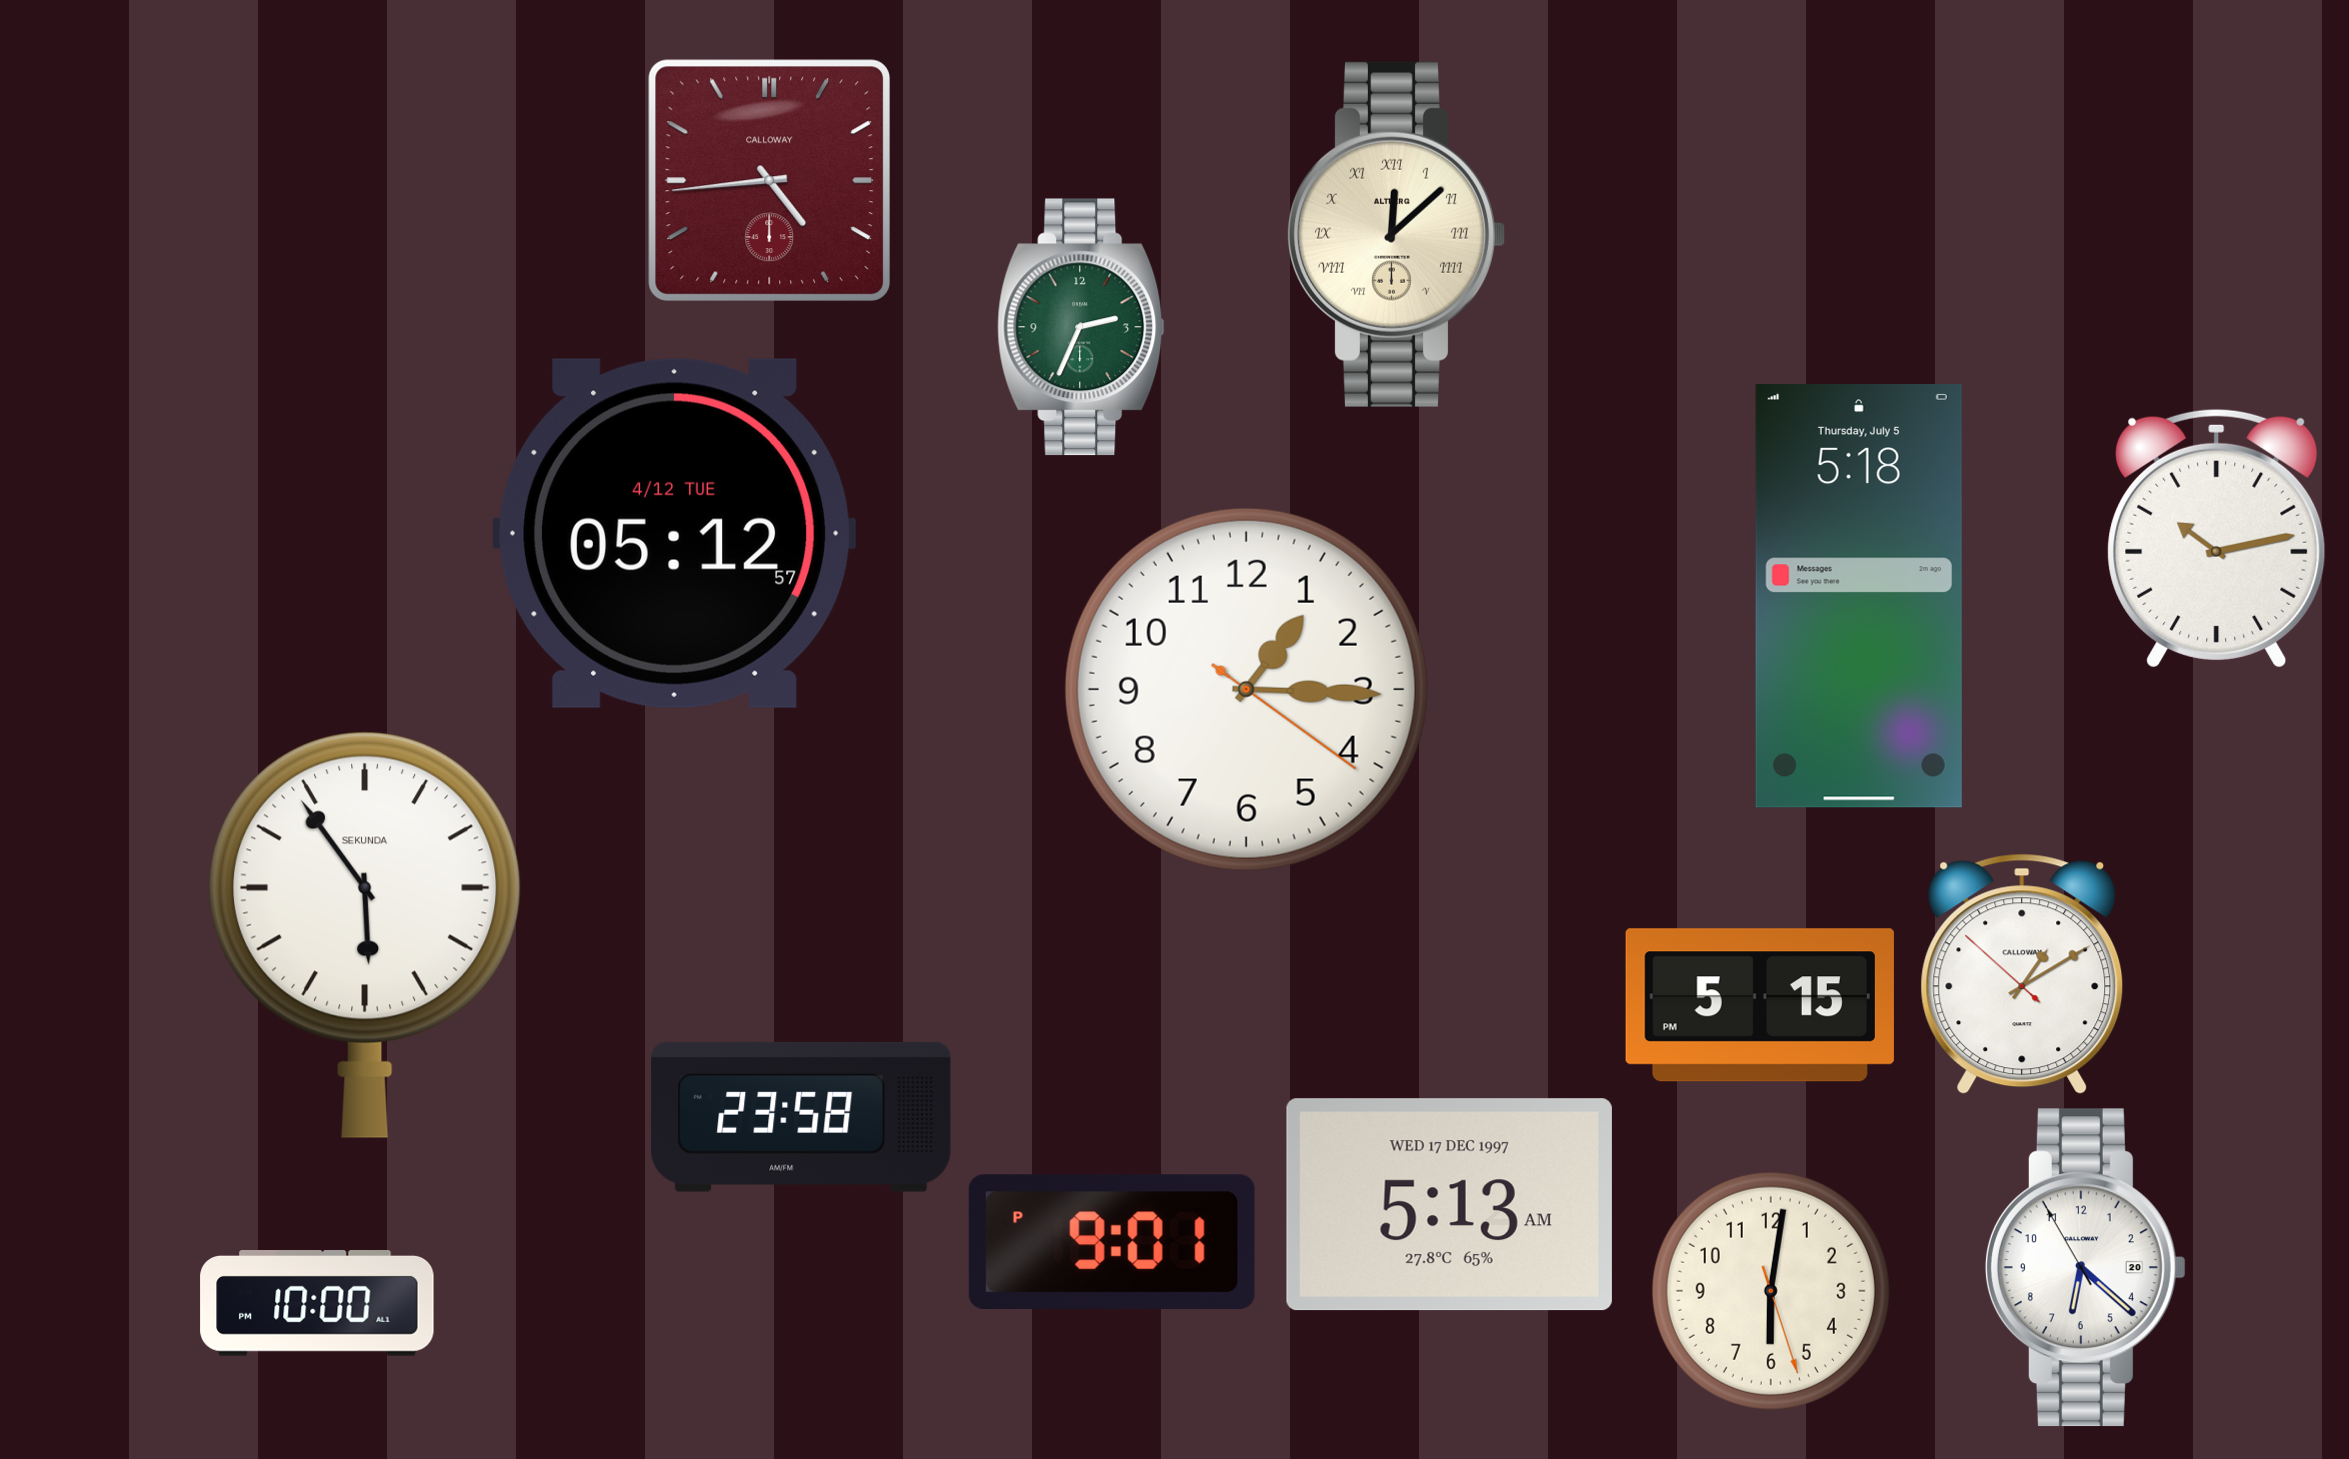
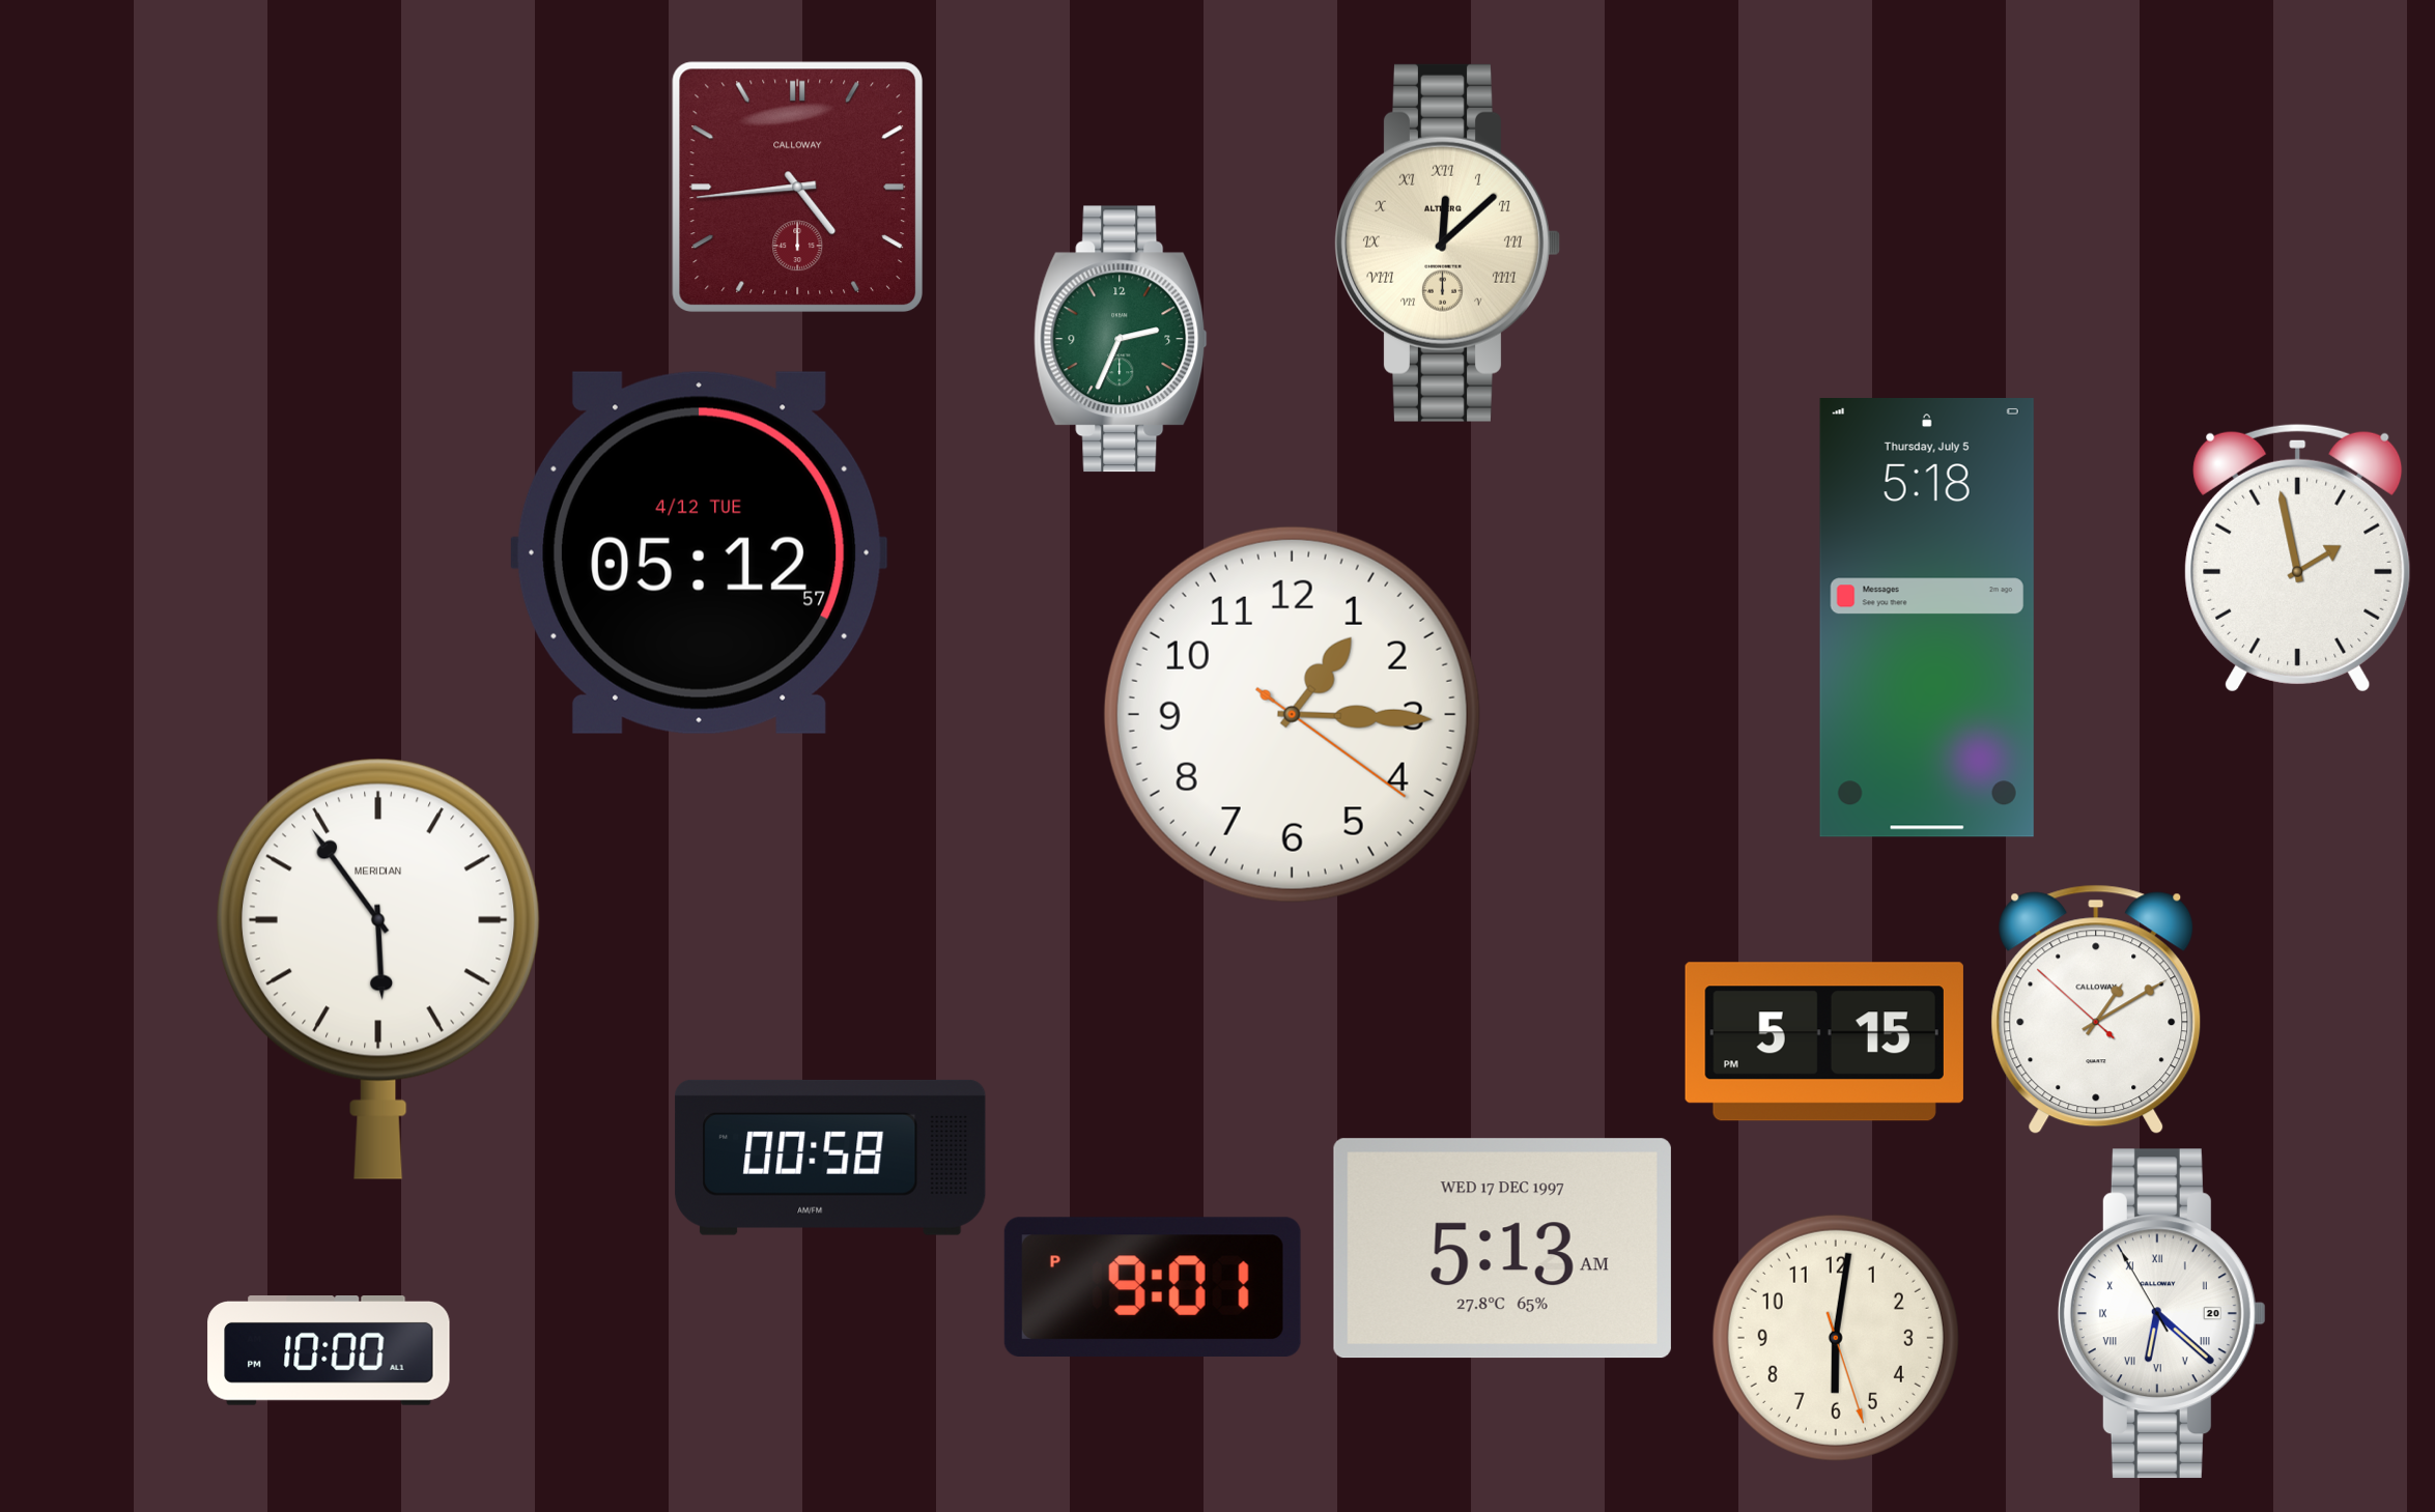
clock at (2217, 538): 10:13 -> 1:58
clock at (365, 935) brand: SEKUNDA -> MERIDIAN
clock at (801, 1117): 23:58 -> 00:58
clock at (2085, 1268) numerals: Arabic -> Roman
